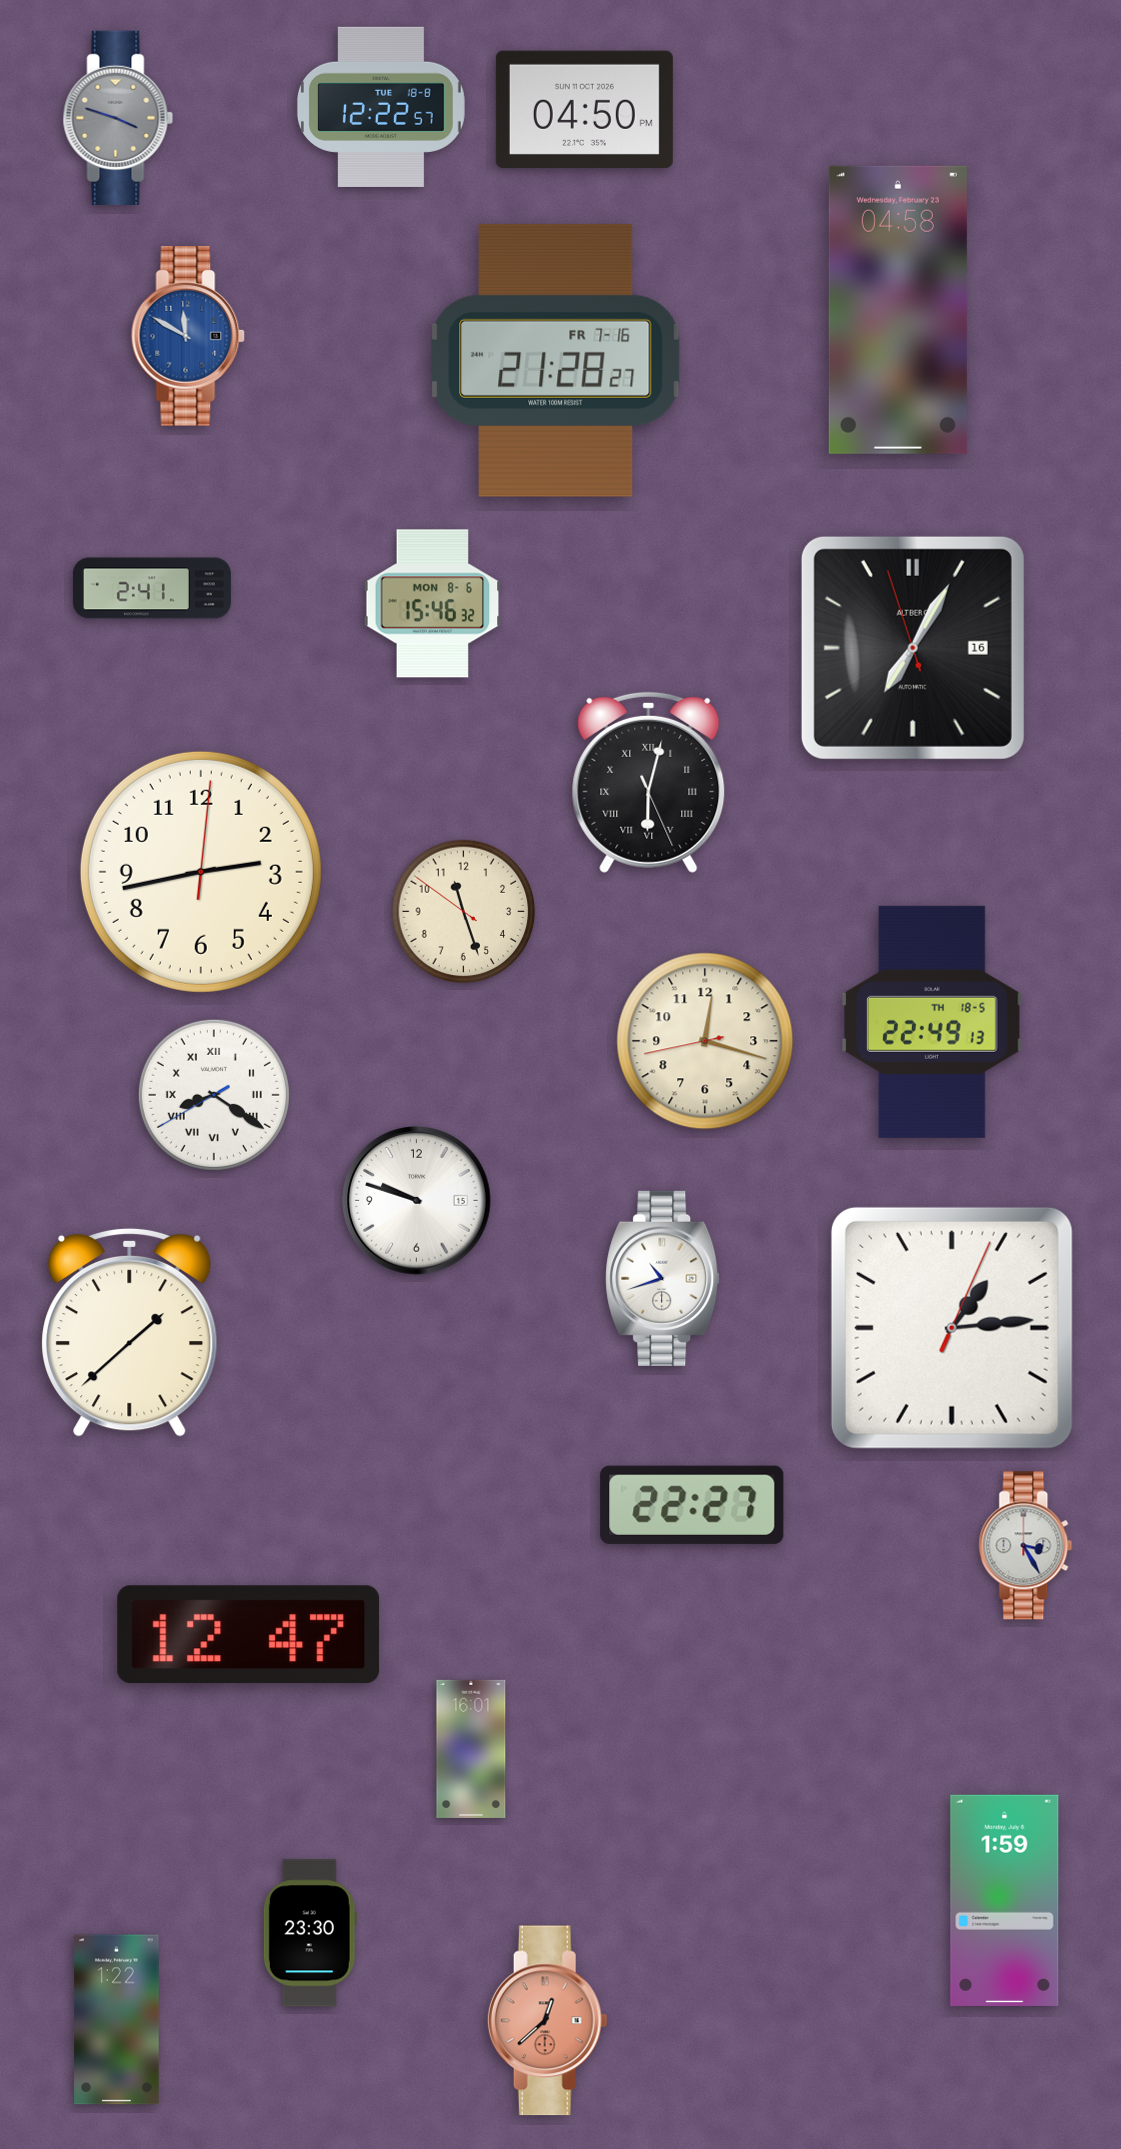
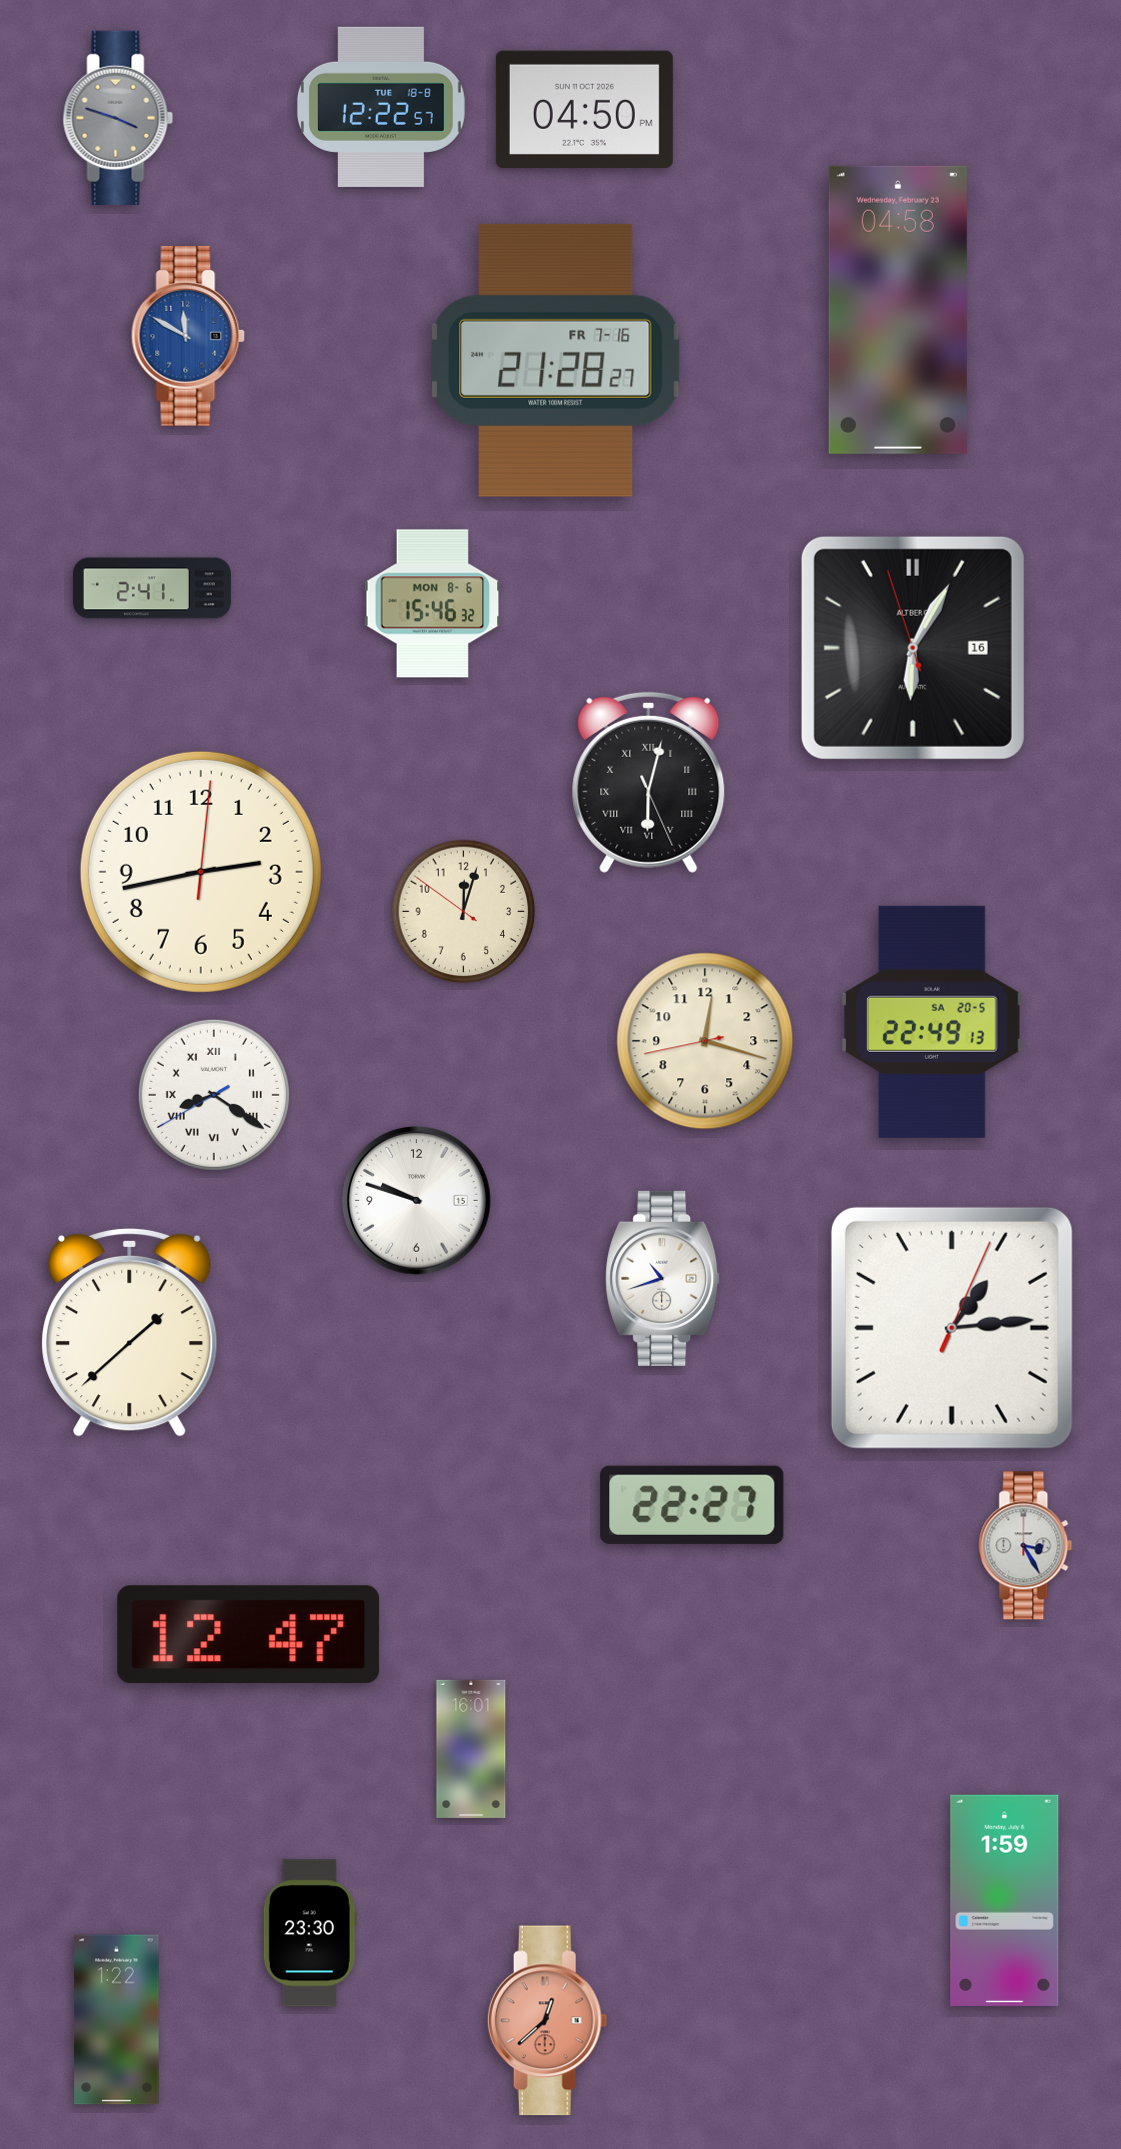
clock at (913, 648): 7:04 -> 6:04
clock at (464, 912): 11:26 -> 12:02
clock at (932, 1022) date: TH 18-5 -> SA 20-5
